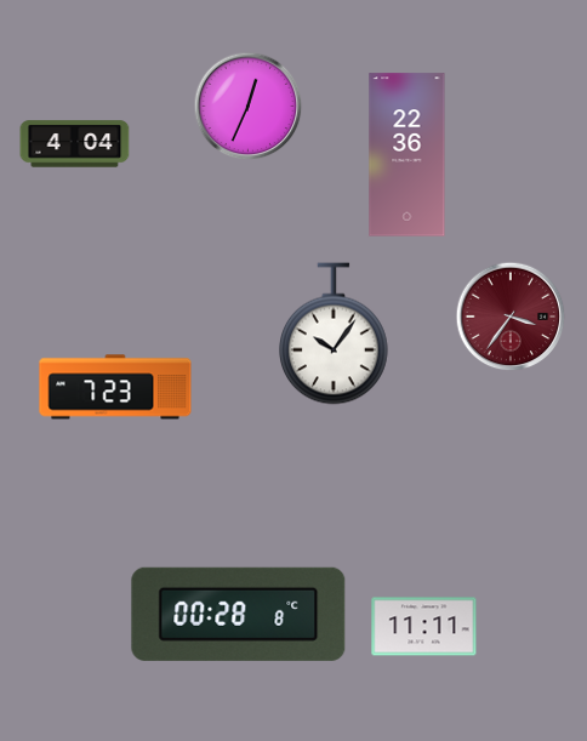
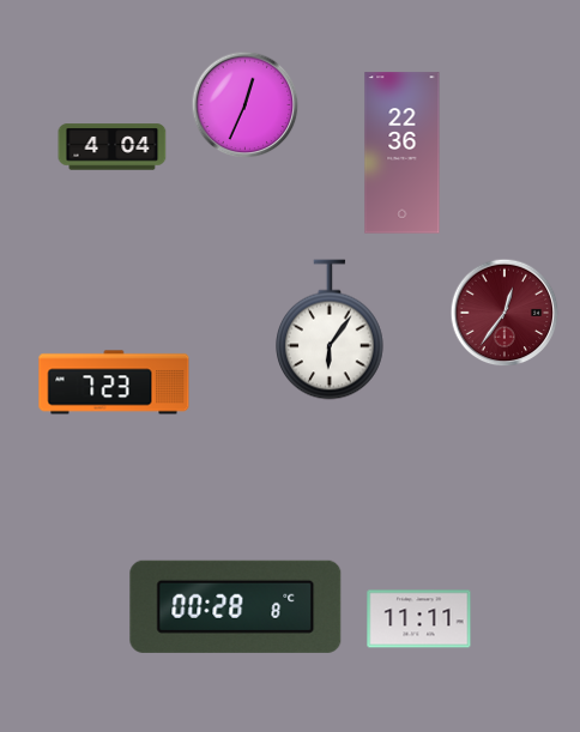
clock at (75, 144) position: (75, 144) -> (113, 147)
clock at (511, 317): 3:36 -> 12:36
clock at (335, 334): 10:06 -> 6:06
